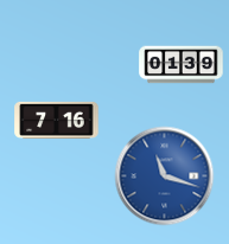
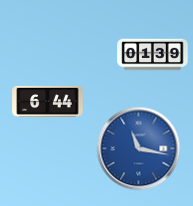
clock at (57, 120): 7:16 -> 6:44
clock at (165, 176): 11:18 -> 11:17
